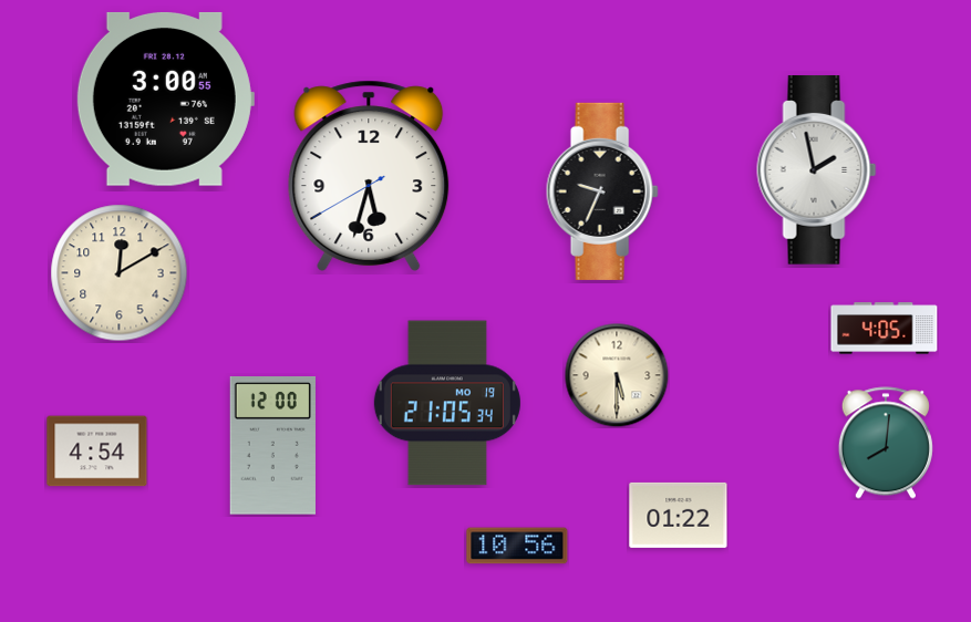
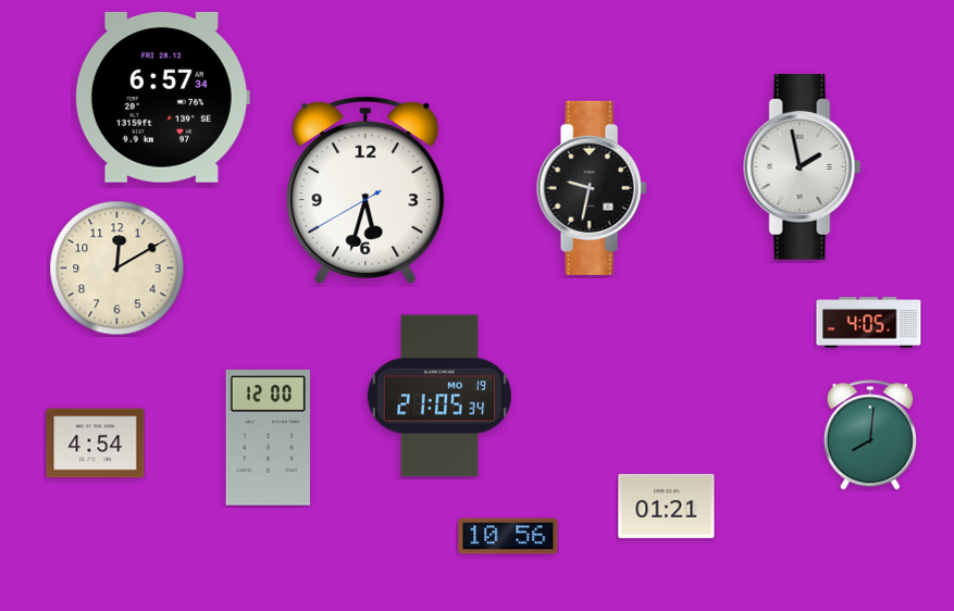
clock at (165, 99): 3:00 -> 6:57
clock at (369, 176) position: (369, 176) -> (366, 190)
clock at (602, 191): 9:34 -> 9:32
clock at (617, 375): 5:30 -> none
clock at (679, 515): 01:22 -> 01:21
